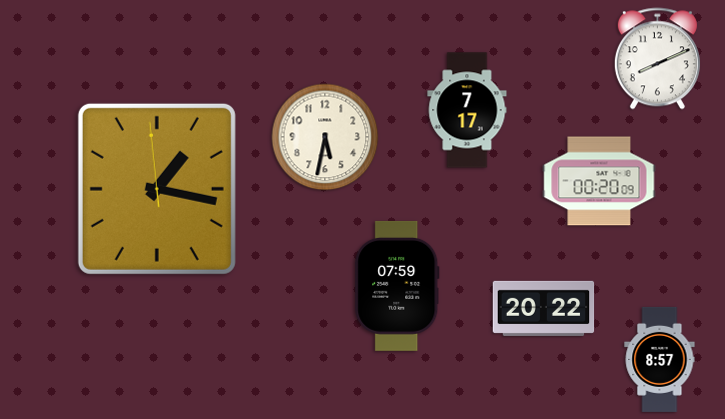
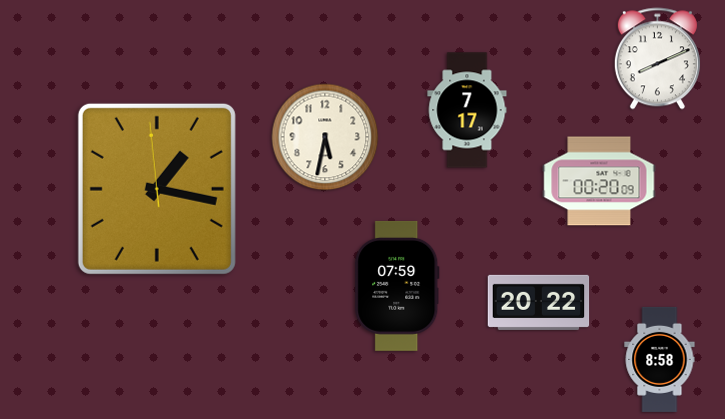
clock at (544, 308) position: (544, 308) -> (539, 302)
clock at (660, 359): 8:57 -> 8:58
